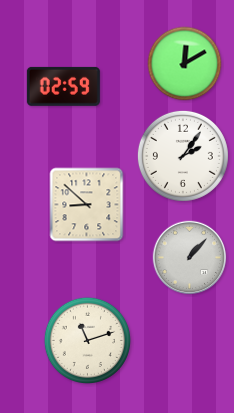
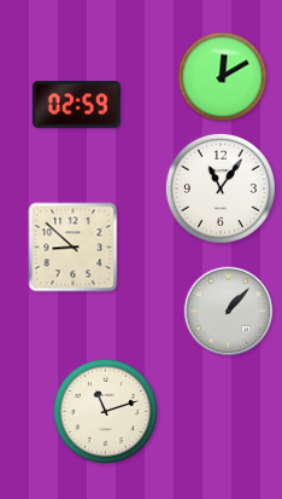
clock at (183, 156): 2:06 -> 11:06
clock at (87, 205) position: (87, 205) -> (74, 248)
